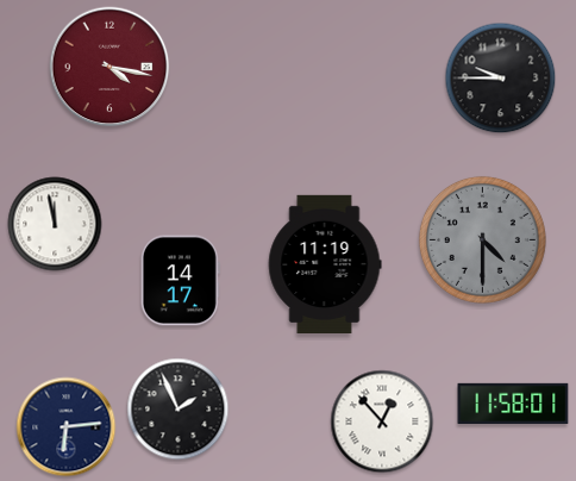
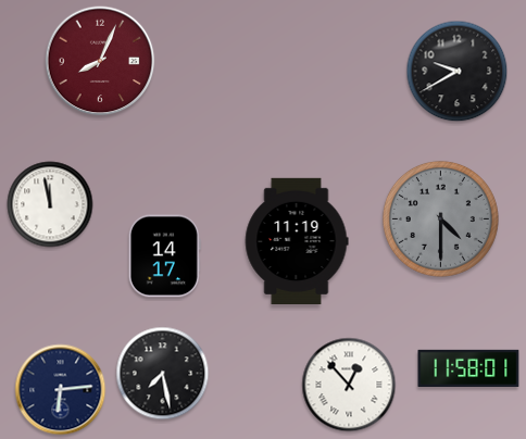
clock at (109, 67): 4:17 -> 8:04
clock at (501, 79): 9:45 -> 9:40
clock at (179, 410): 1:56 -> 7:28
